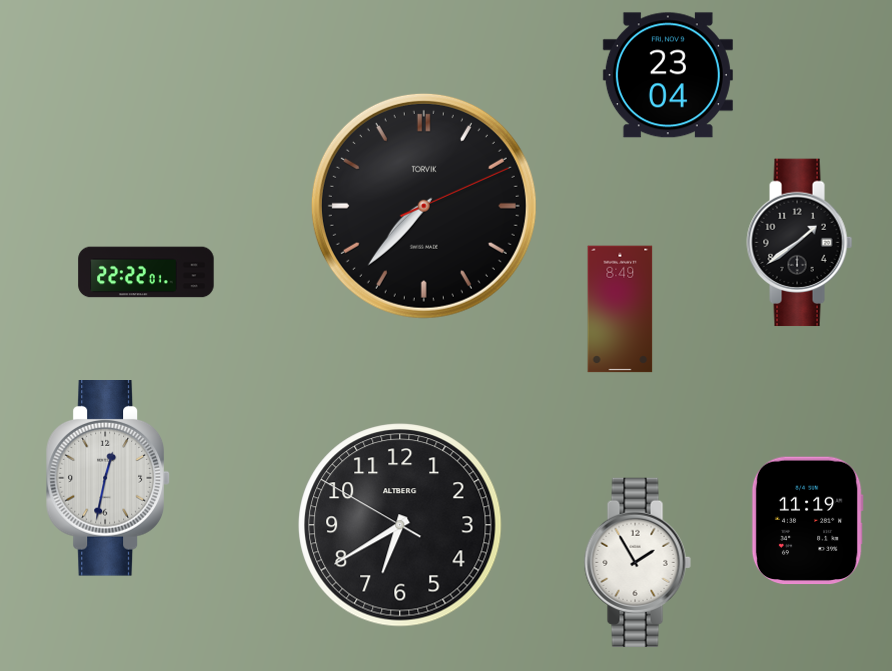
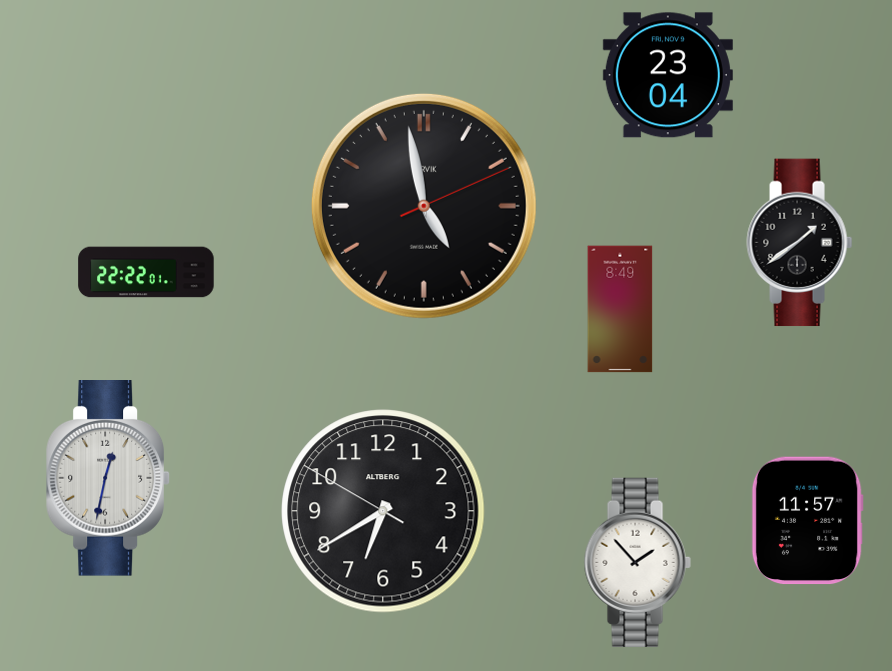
clock at (424, 206): 7:37 -> 4:58
clock at (807, 521): 11:19 -> 11:57
clock at (400, 525) position: (400, 525) -> (383, 511)
clock at (637, 562): 1:55 -> 1:53
